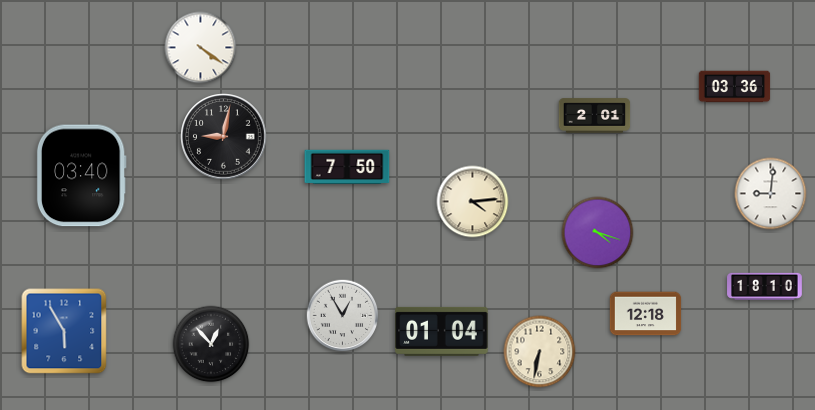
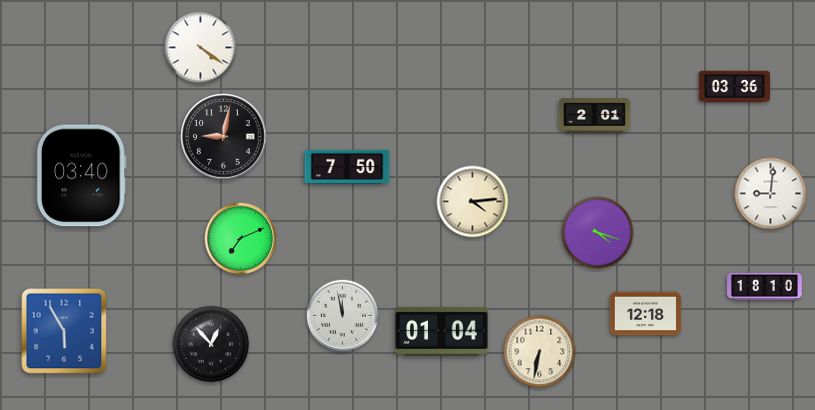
clock at (241, 239): none -> 7:11
clock at (343, 316): 12:55 -> 11:58
